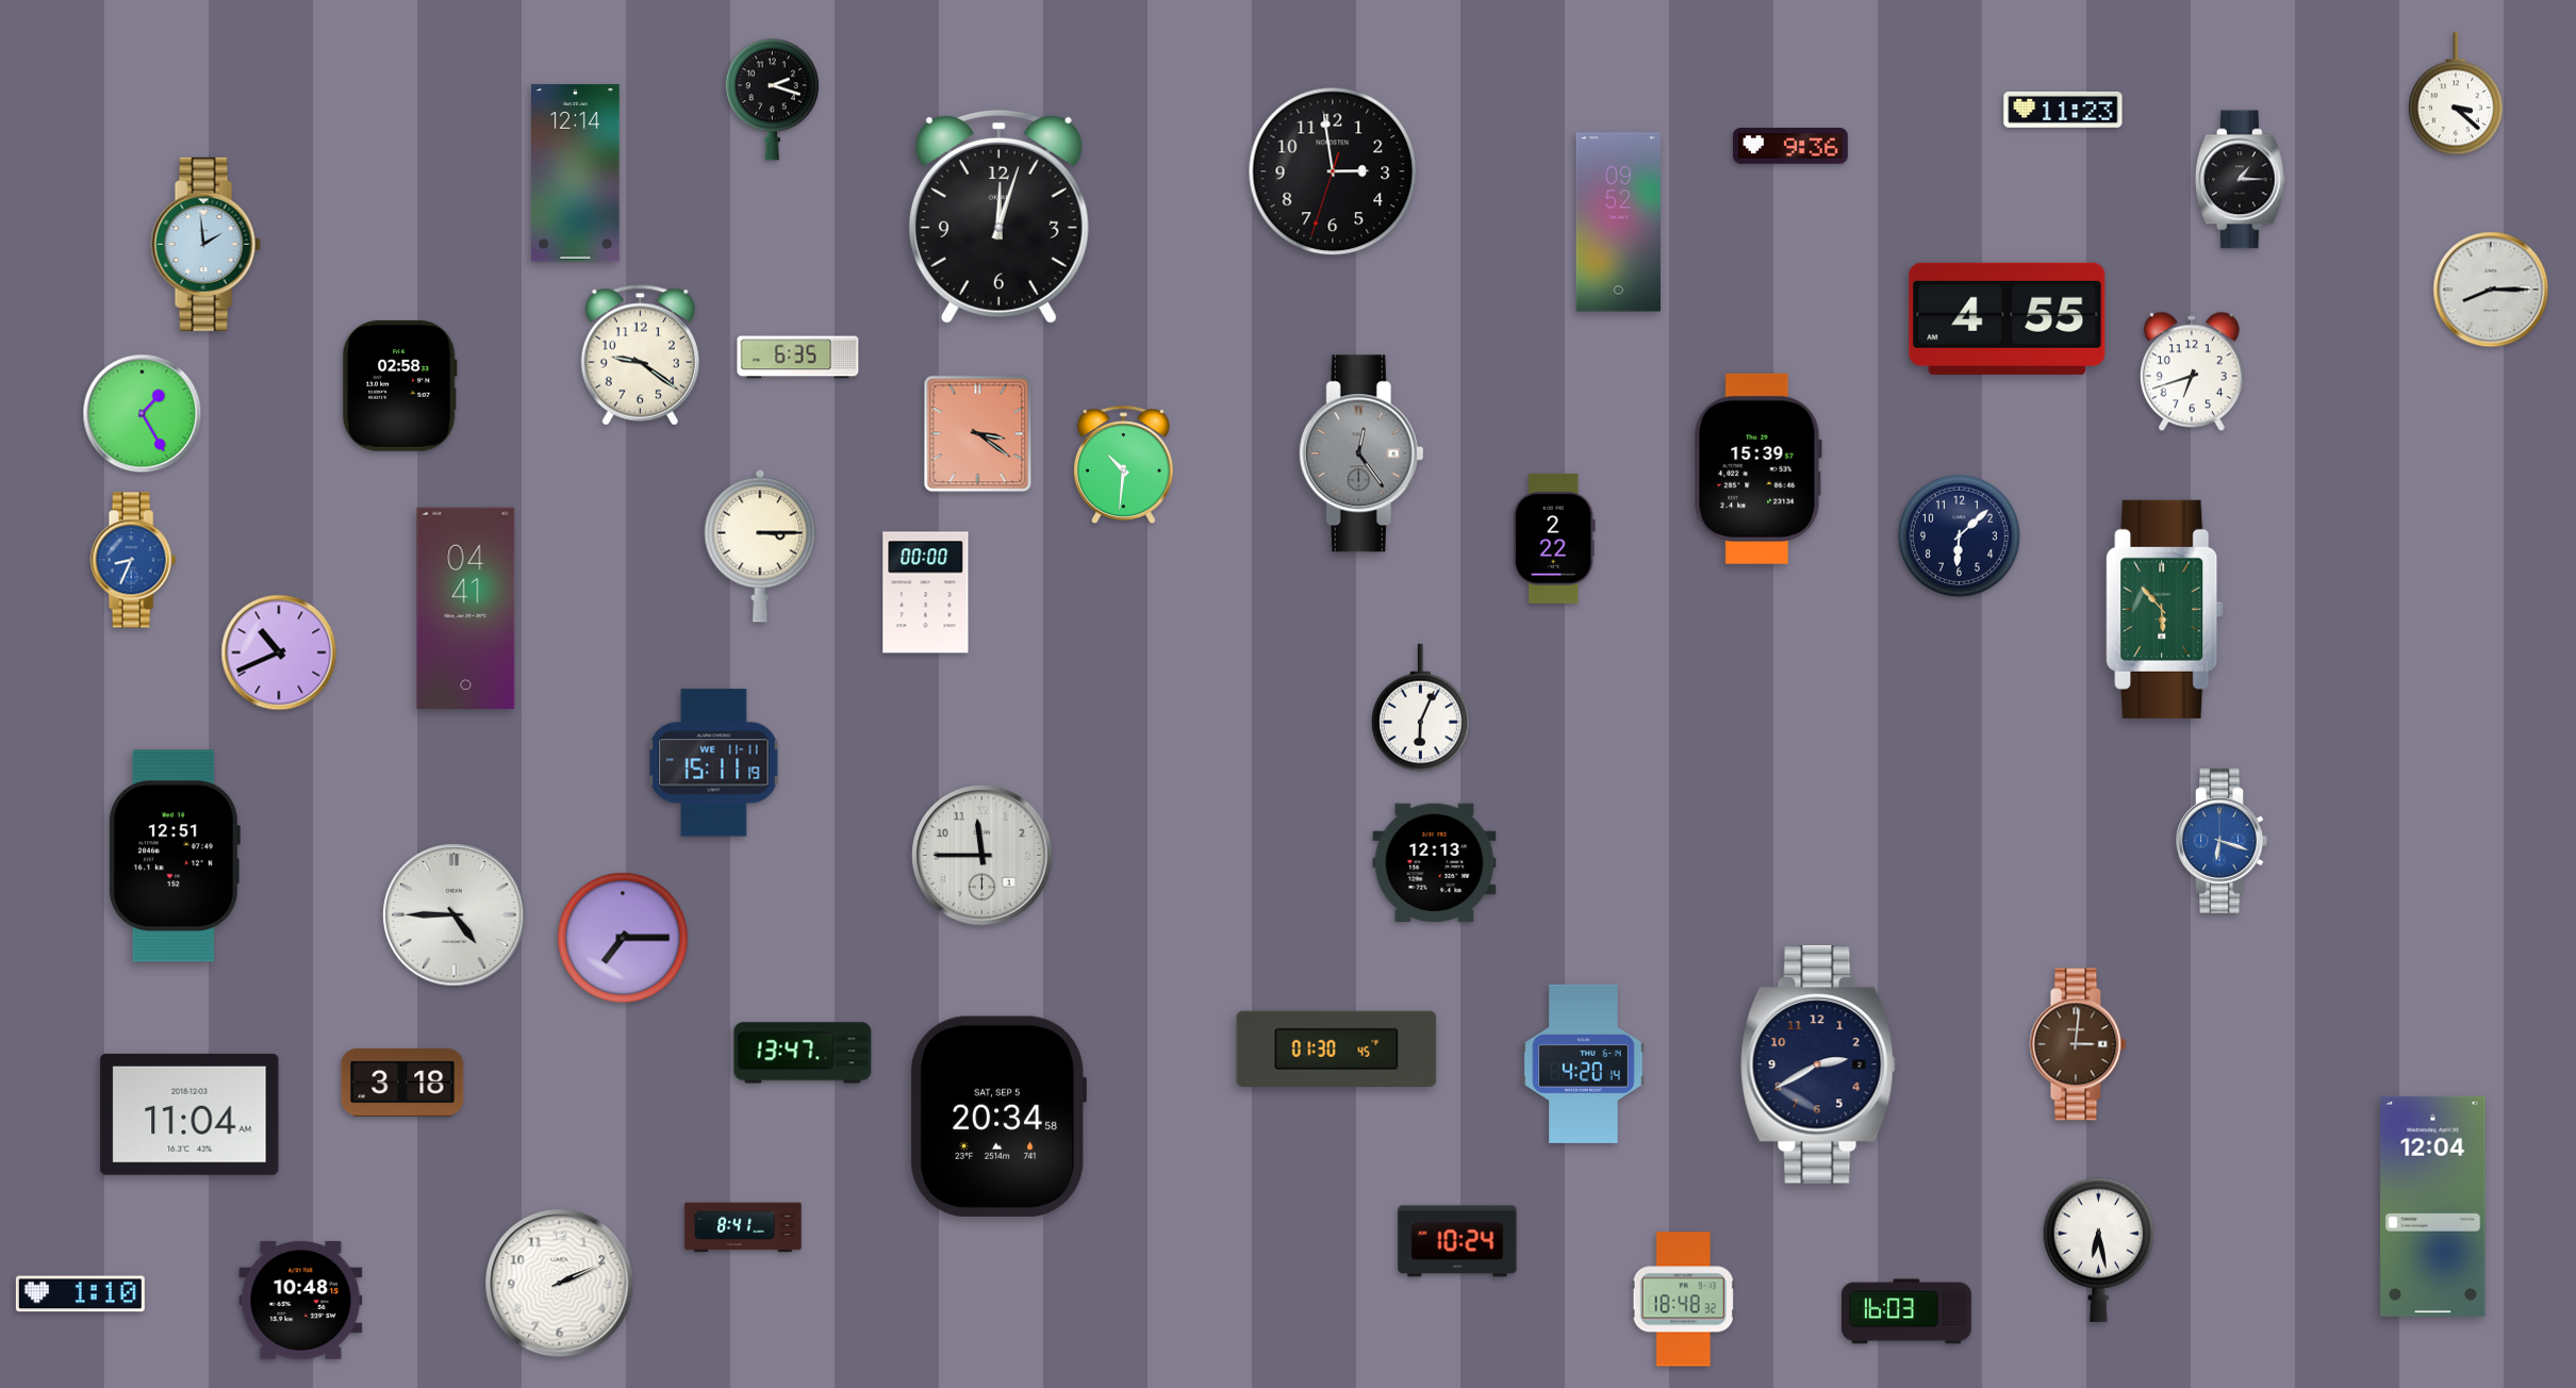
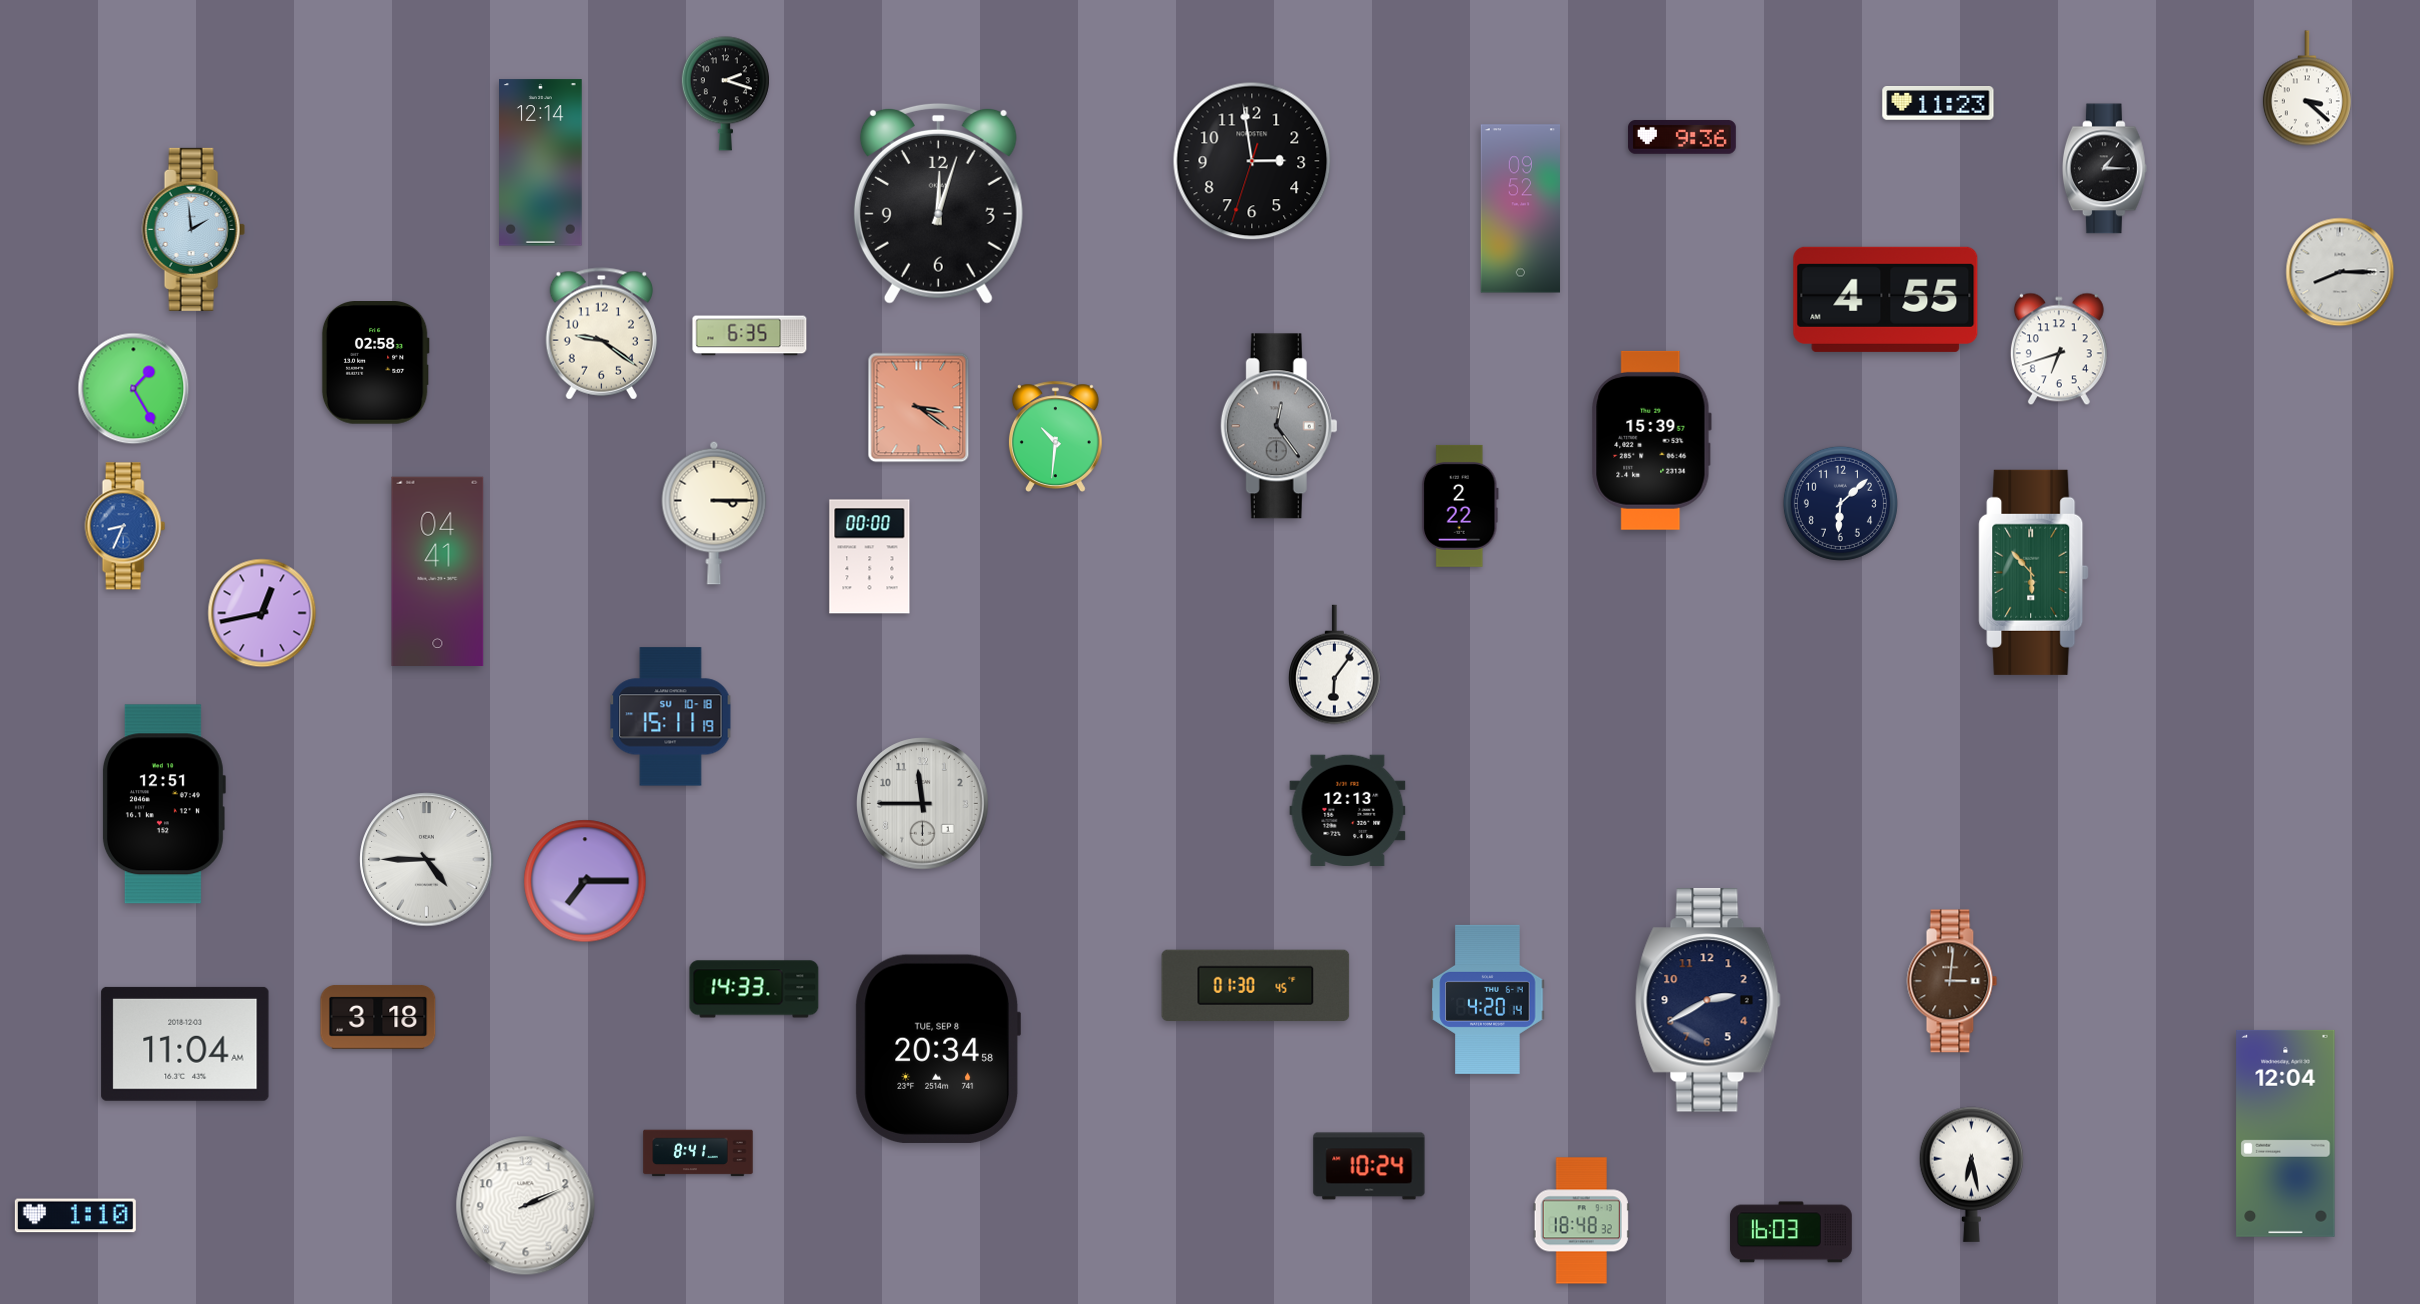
clock at (279, 652): 10:41 -> 12:43
clock at (1421, 708): 6:04 -> 6:06
clock at (714, 763) date: WE 11-11 -> SU 10-18
clock at (2222, 841): 6:18 -> none
clock at (803, 1053): 13:47 -> 14:33
clock at (189, 1114) position: (189, 1114) -> (185, 1044)
clock at (998, 1117) date: SAT, SEP 5 -> TUE, SEP 8
clock at (301, 1300): 10:48 -> none
